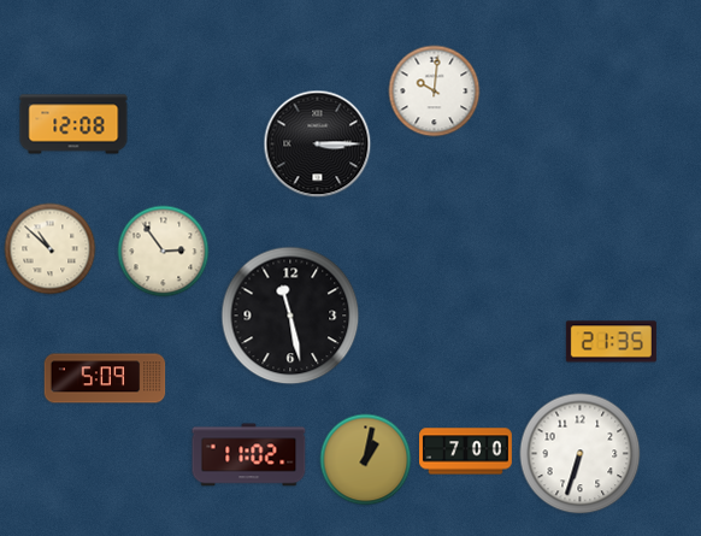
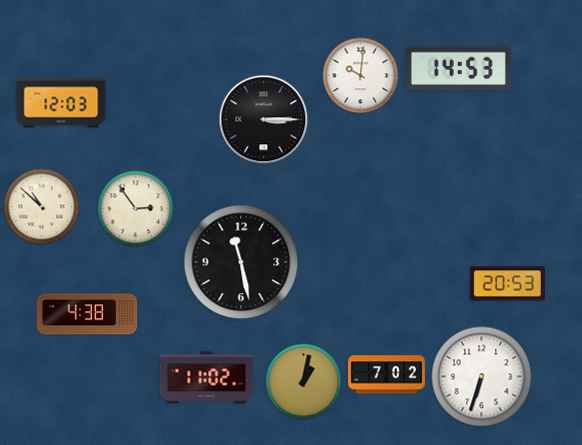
clock at (458, 69): none -> 14:53
clock at (73, 124): 12:08 -> 12:03
clock at (611, 342): 21:35 -> 20:53
clock at (105, 378): 5:09 -> 4:38
clock at (466, 452): 7:00 -> 7:02
